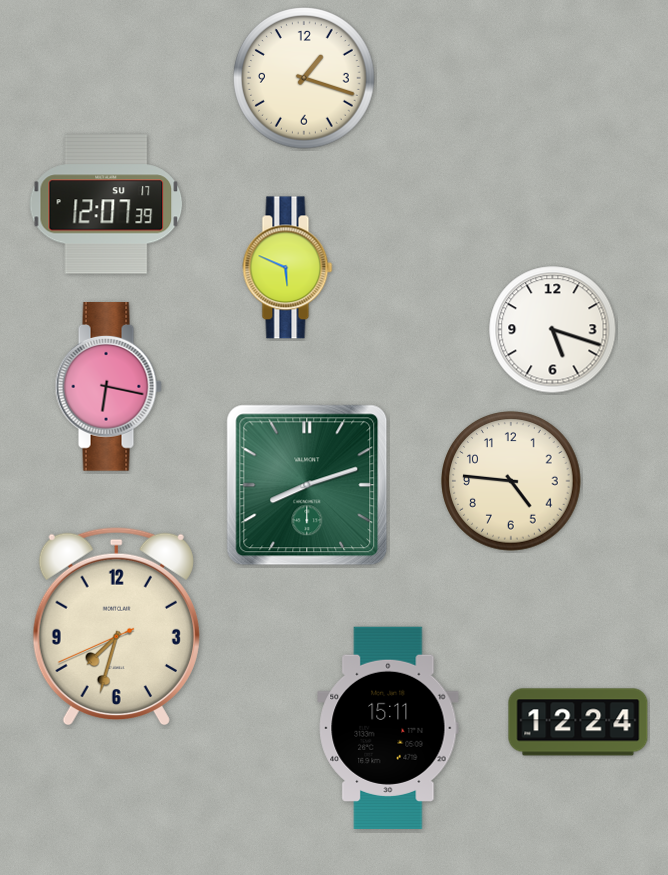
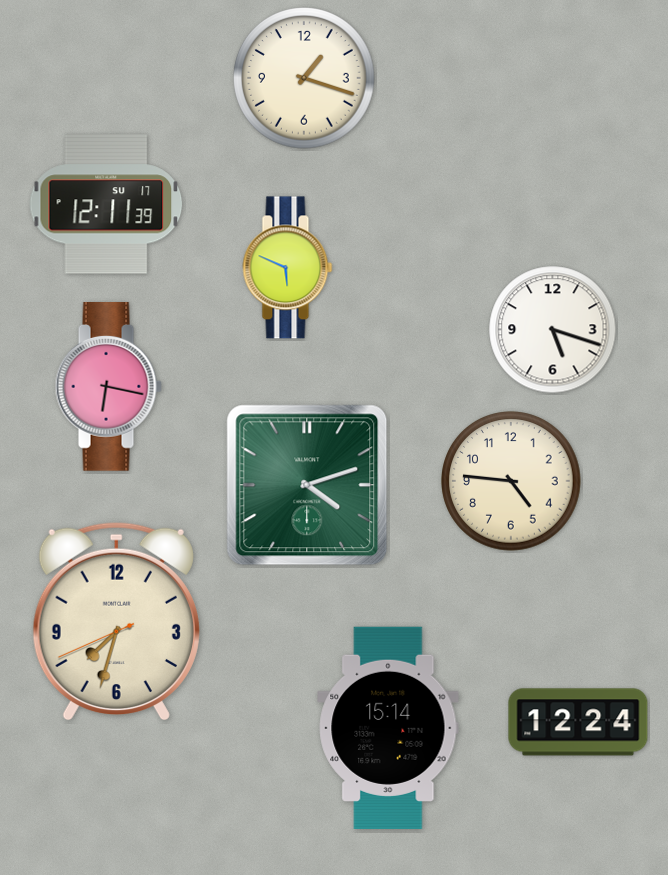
clock at (106, 204): 12:07 -> 12:11
clock at (307, 485): 8:12 -> 4:12
clock at (116, 626) position: (116, 626) -> (116, 621)
clock at (388, 728): 15:11 -> 15:14
